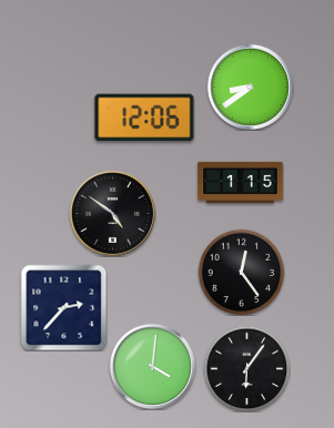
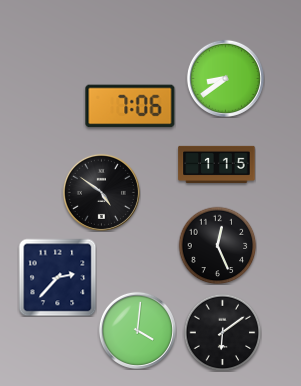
clock at (144, 118): 12:06 -> 7:06
clock at (241, 272): 12:24 -> 12:26
clock at (246, 368): 6:06 -> 6:09
